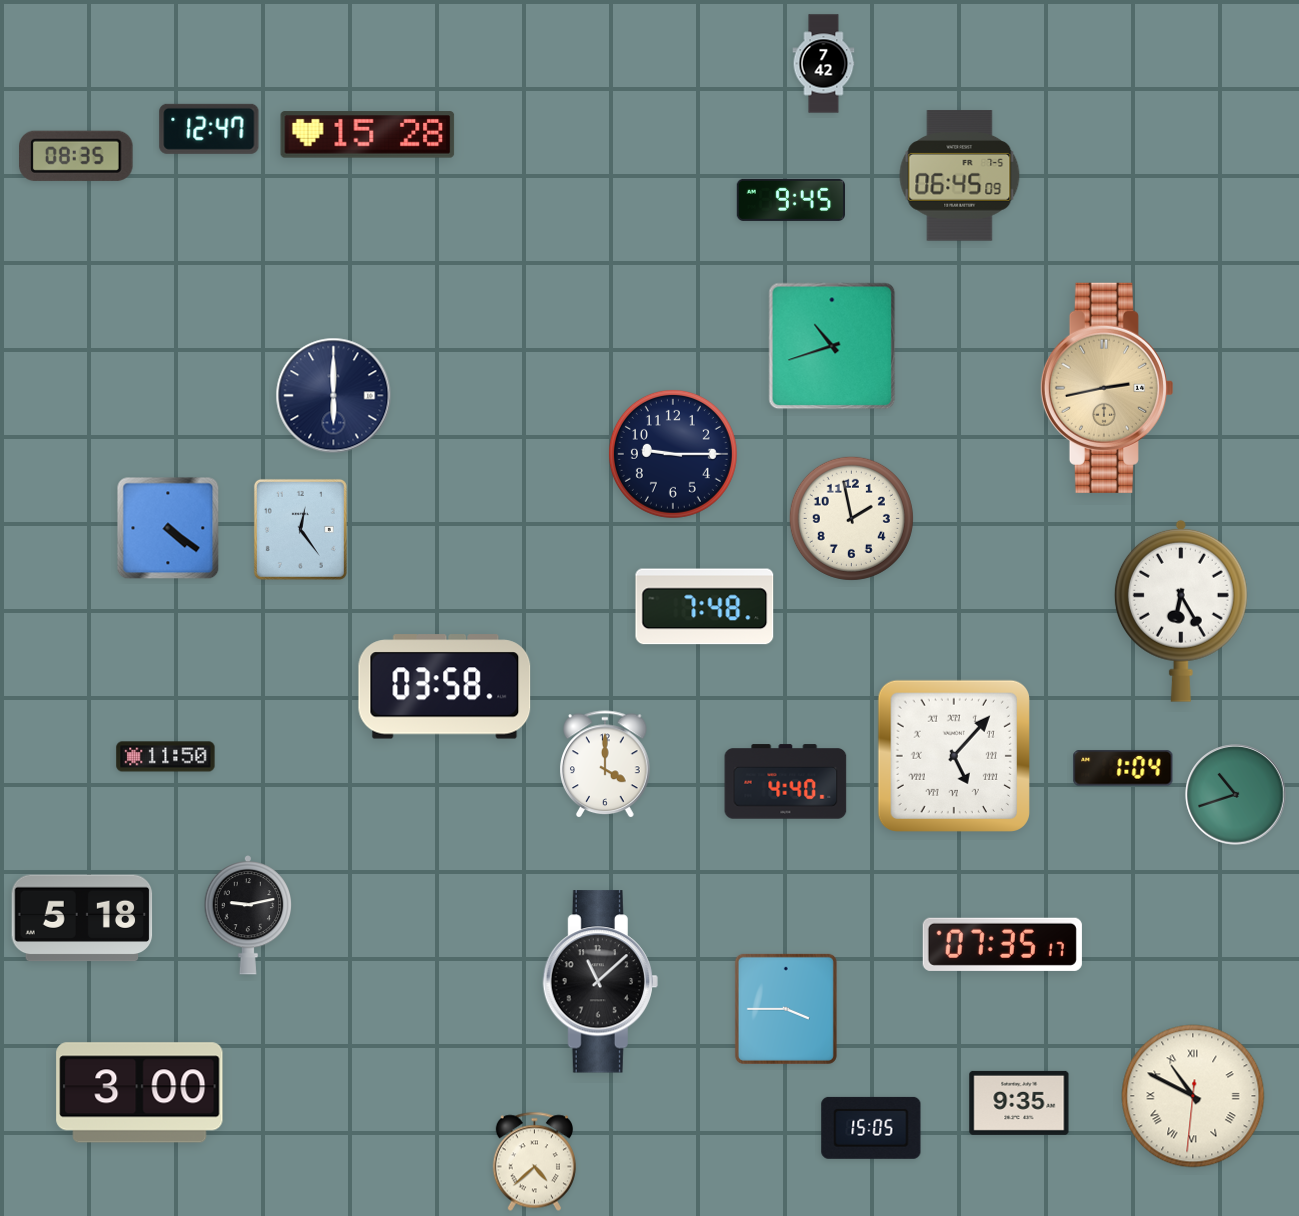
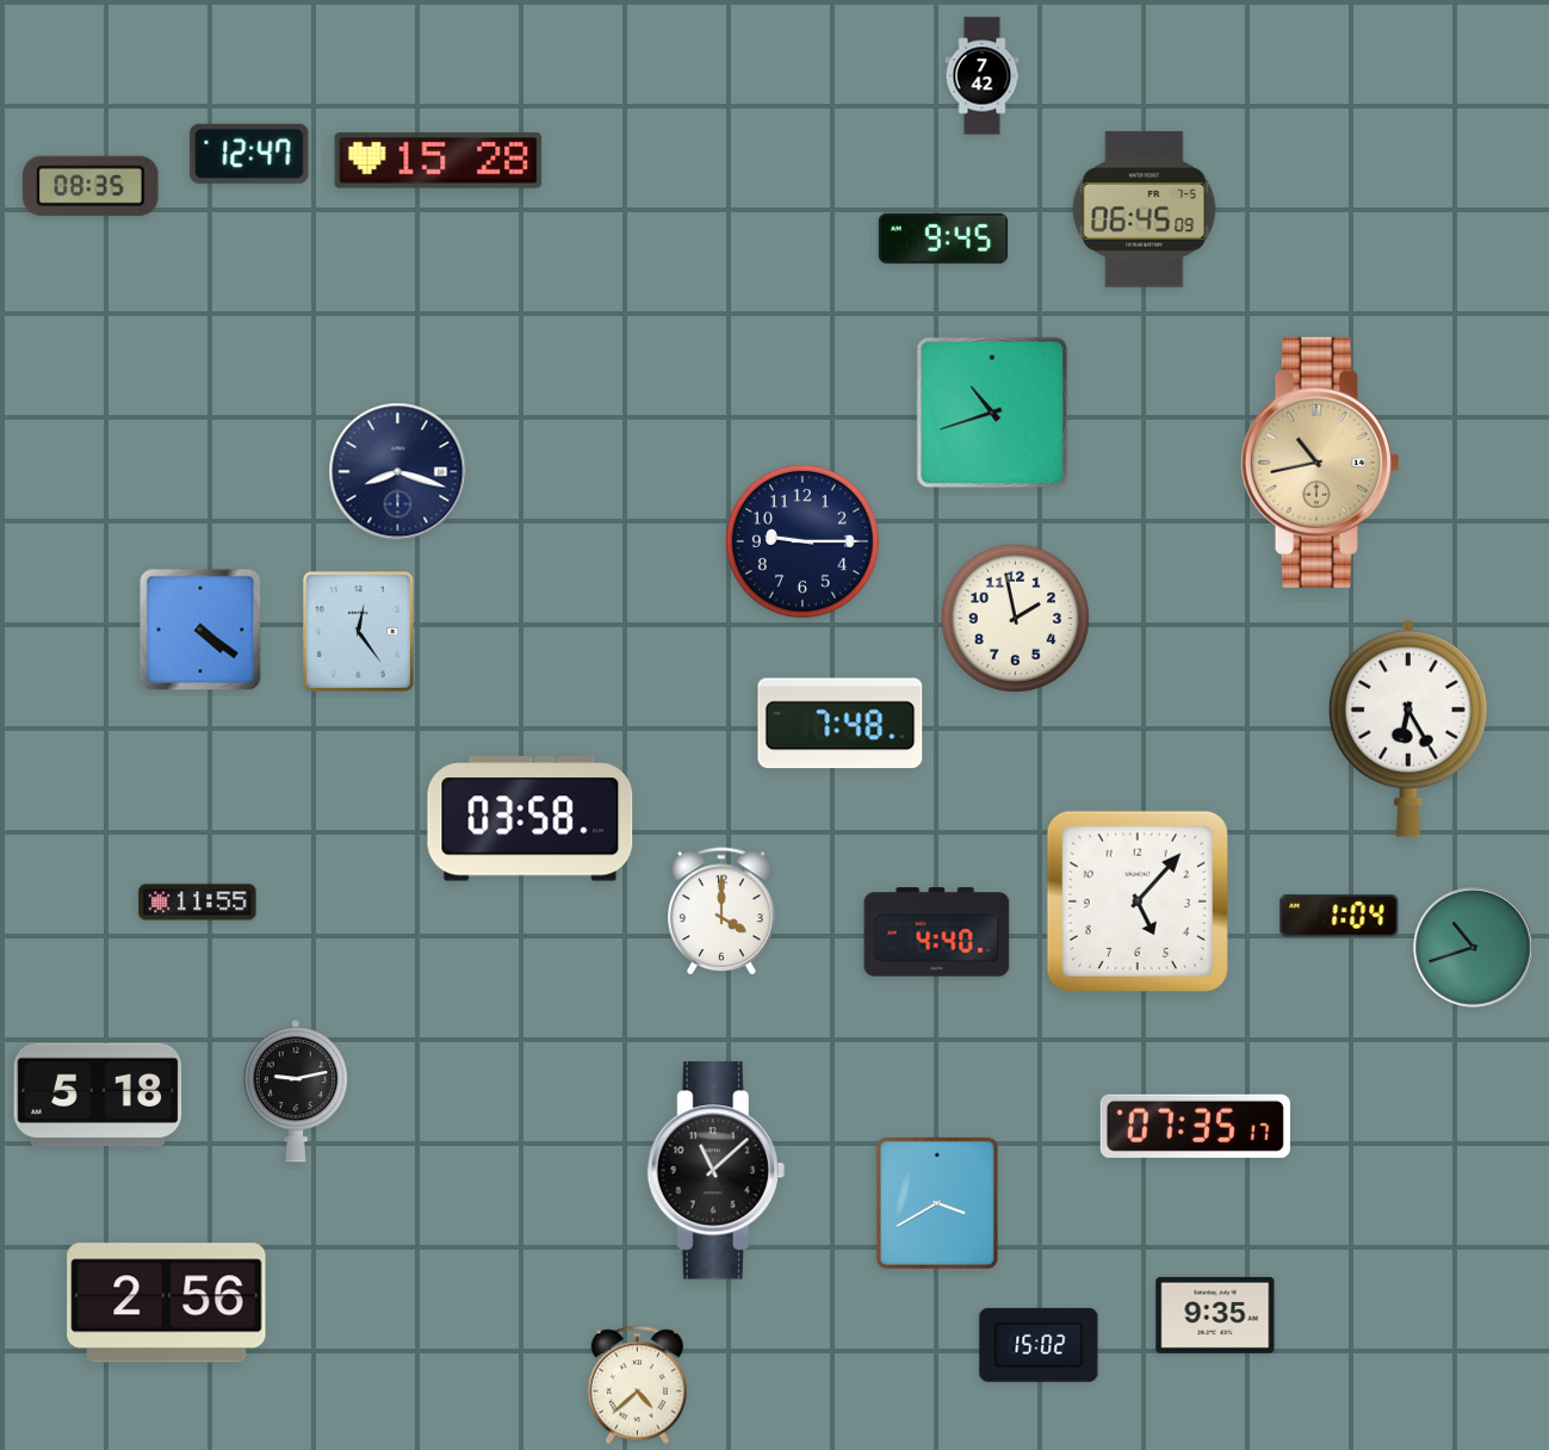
clock at (1106, 388): 2:43 -> 10:43
clock at (334, 396): 6:00 -> 8:18
clock at (954, 756) numerals: Roman -> Arabic
clock at (166, 757): 11:50 -> 11:55
clock at (786, 1009): 3:45 -> 3:40
clock at (140, 1093): 3:00 -> 2:56
clock at (1193, 1096): 10:49 -> none
clock at (871, 1128): 15:05 -> 15:02
